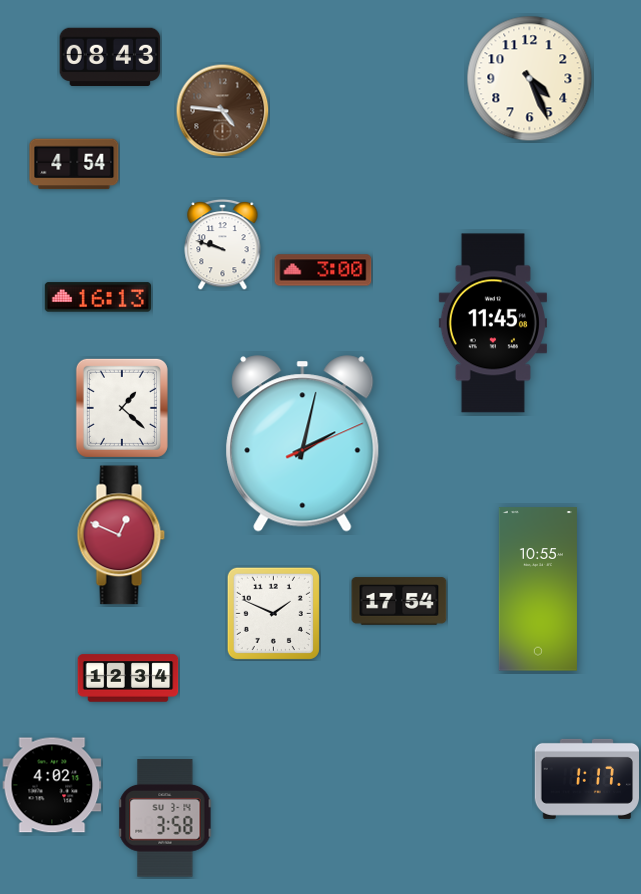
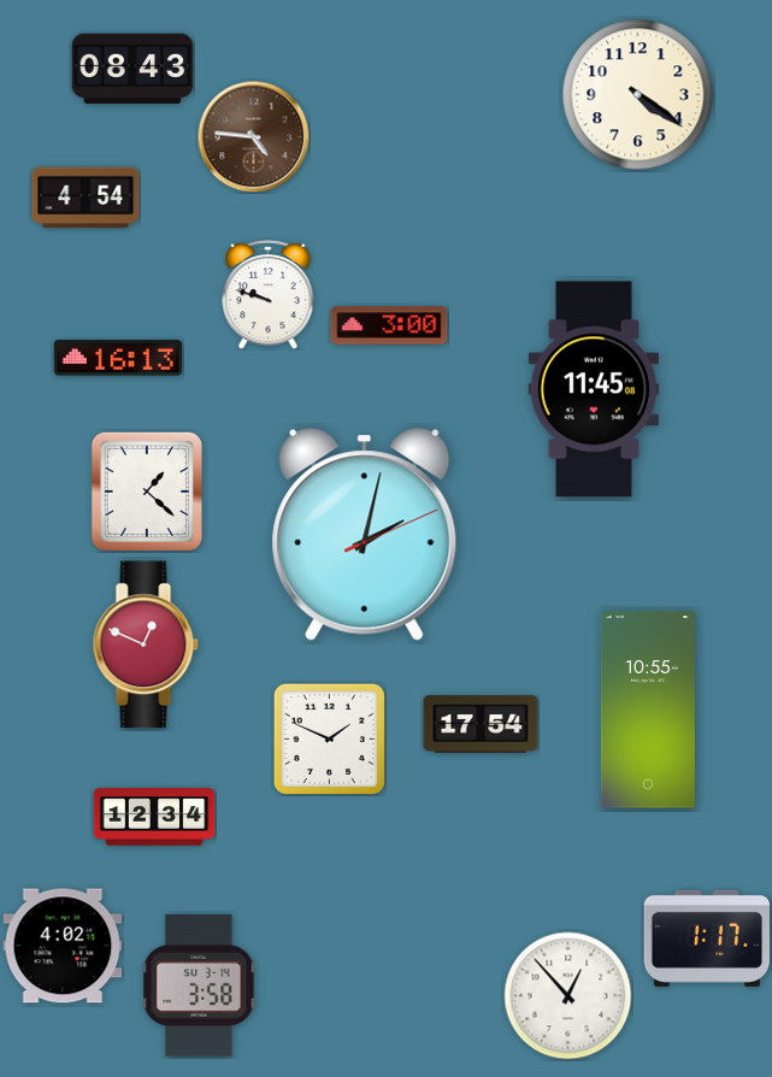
clock at (530, 79): 4:26 -> 4:21
clock at (222, 110) position: (222, 110) -> (253, 136)
clock at (74, 164) position: (74, 164) -> (86, 198)
clock at (568, 996): none -> 12:53
